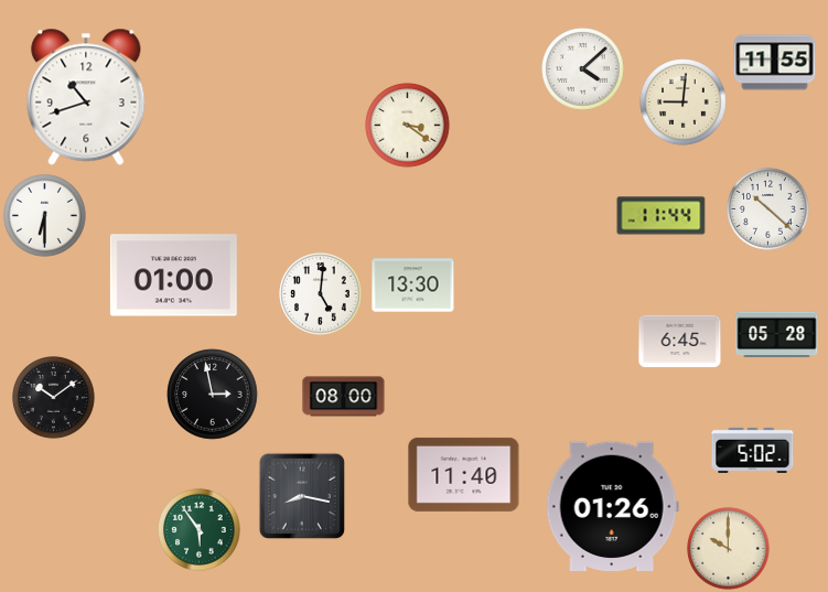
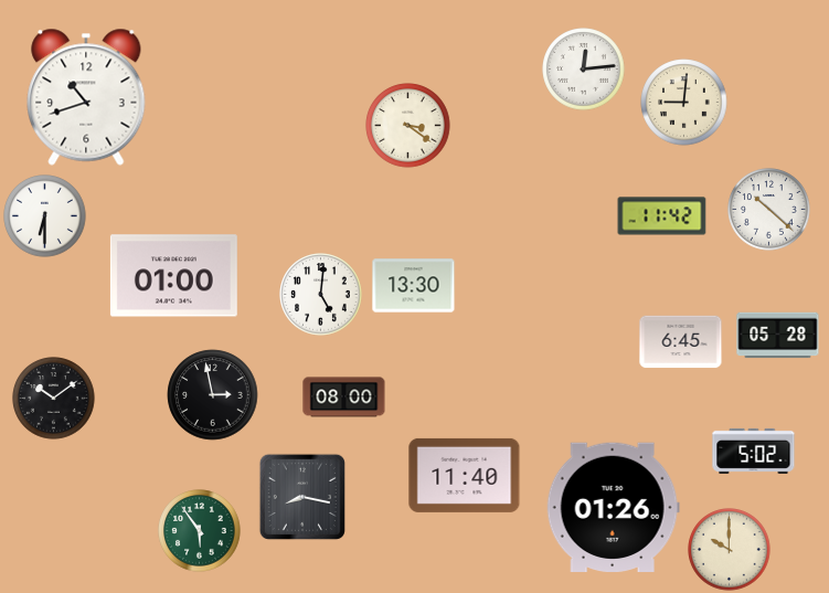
clock at (775, 63): 11:55 -> none
clock at (583, 69): 4:08 -> 12:14
clock at (662, 216): 11:44 -> 11:42
